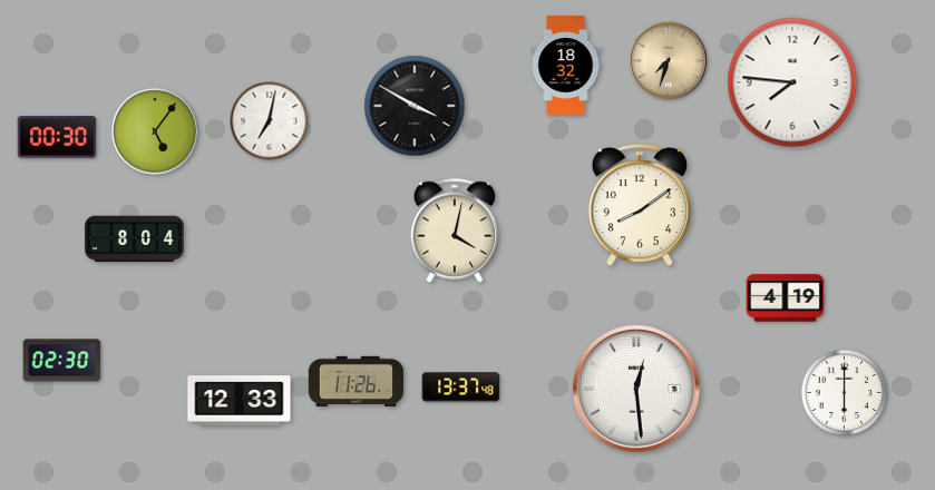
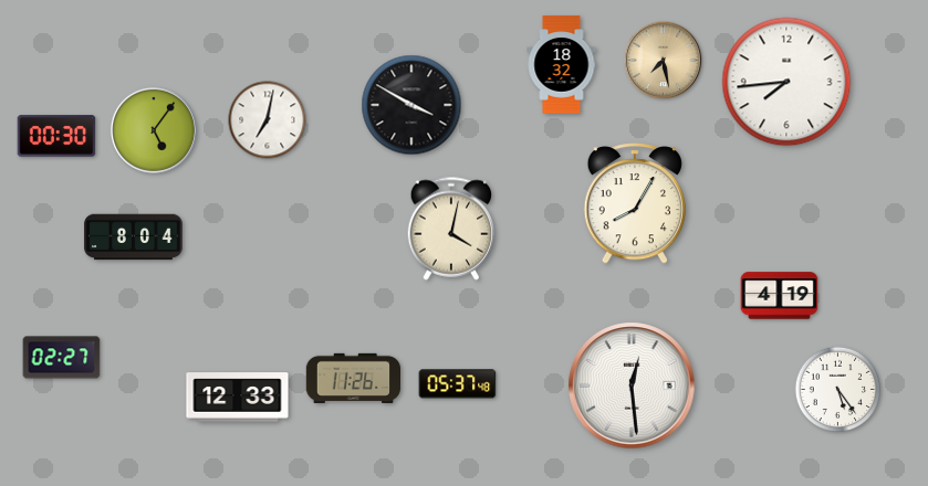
clock at (669, 61): 7:33 -> 7:28
clock at (792, 82): 7:46 -> 7:44
clock at (639, 206): 8:09 -> 8:05
clock at (62, 361): 02:30 -> 02:27
clock at (461, 388): 13:37 -> 05:37
clock at (845, 393): 6:00 -> 5:24
